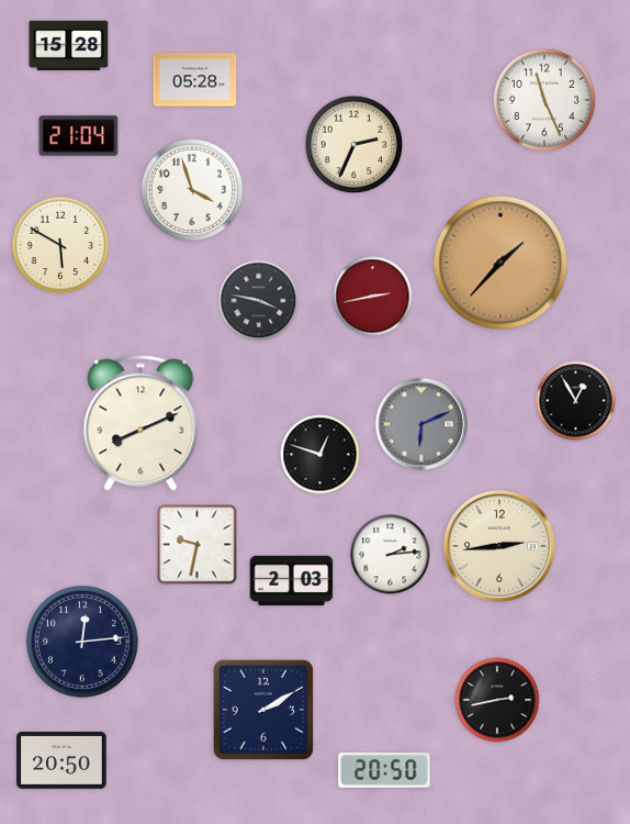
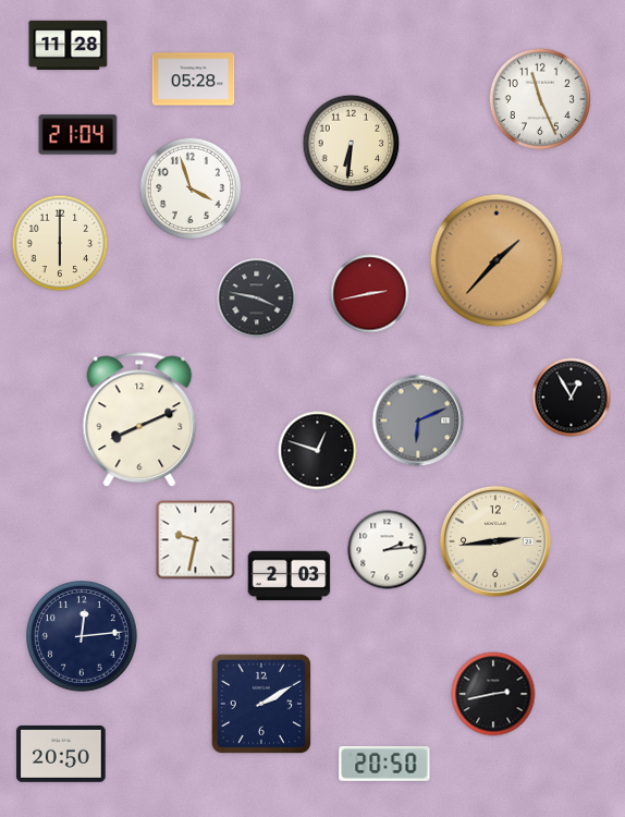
clock at (69, 46): 15:28 -> 11:28
clock at (355, 145): 2:34 -> 6:31
clock at (60, 245): 5:50 -> 6:00
clock at (384, 770) position: (384, 770) -> (384, 764)
